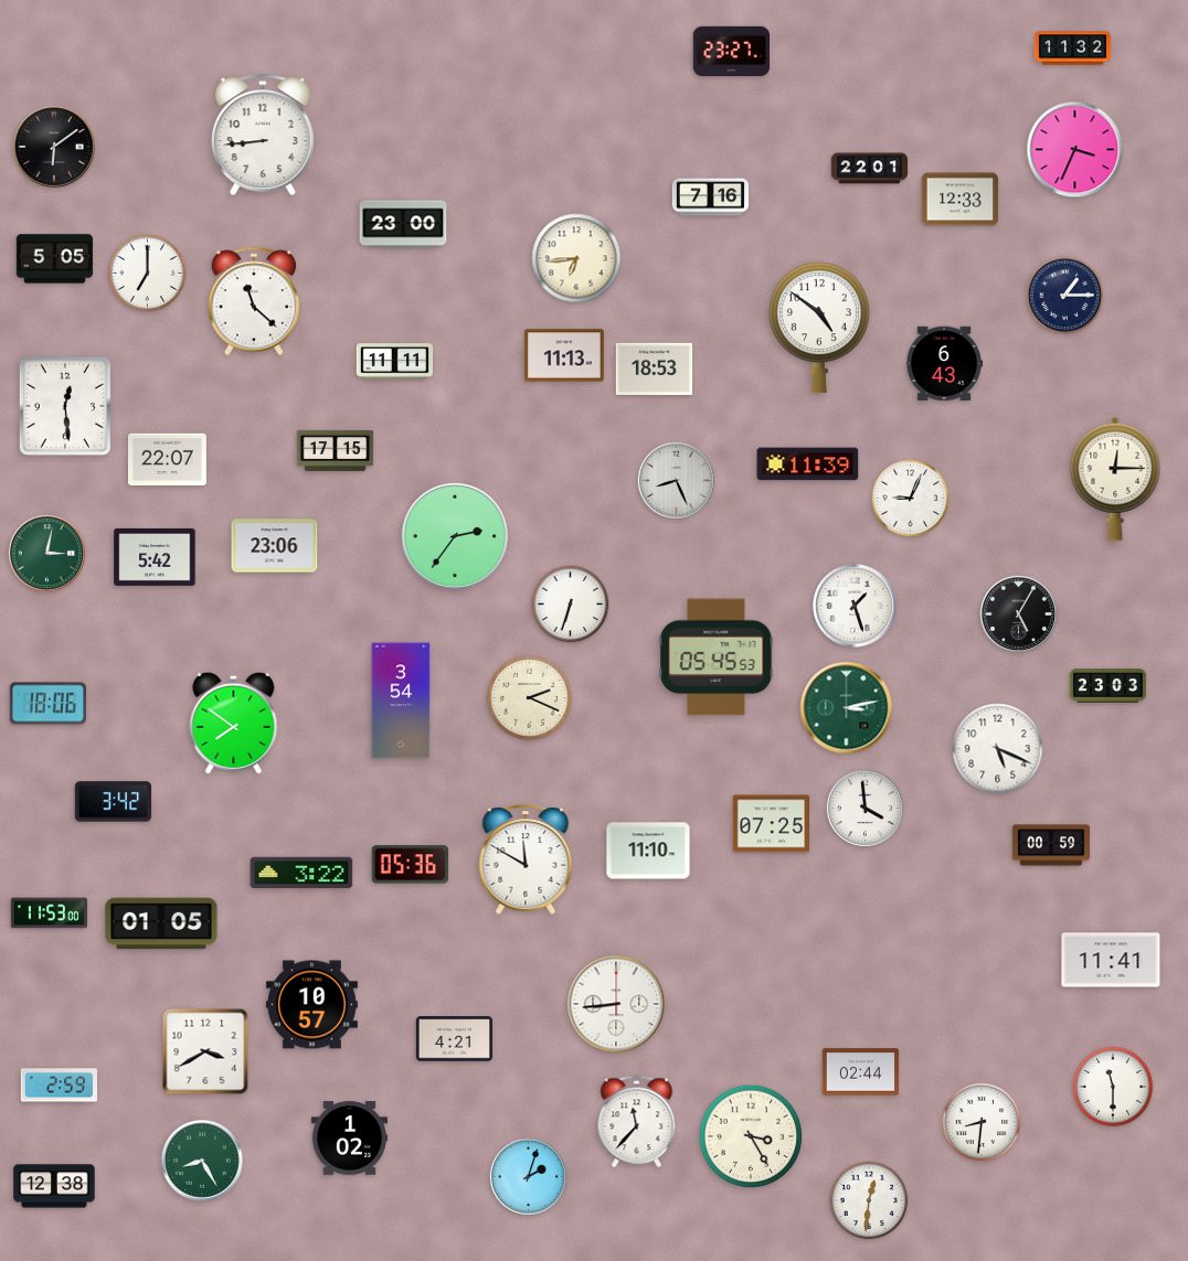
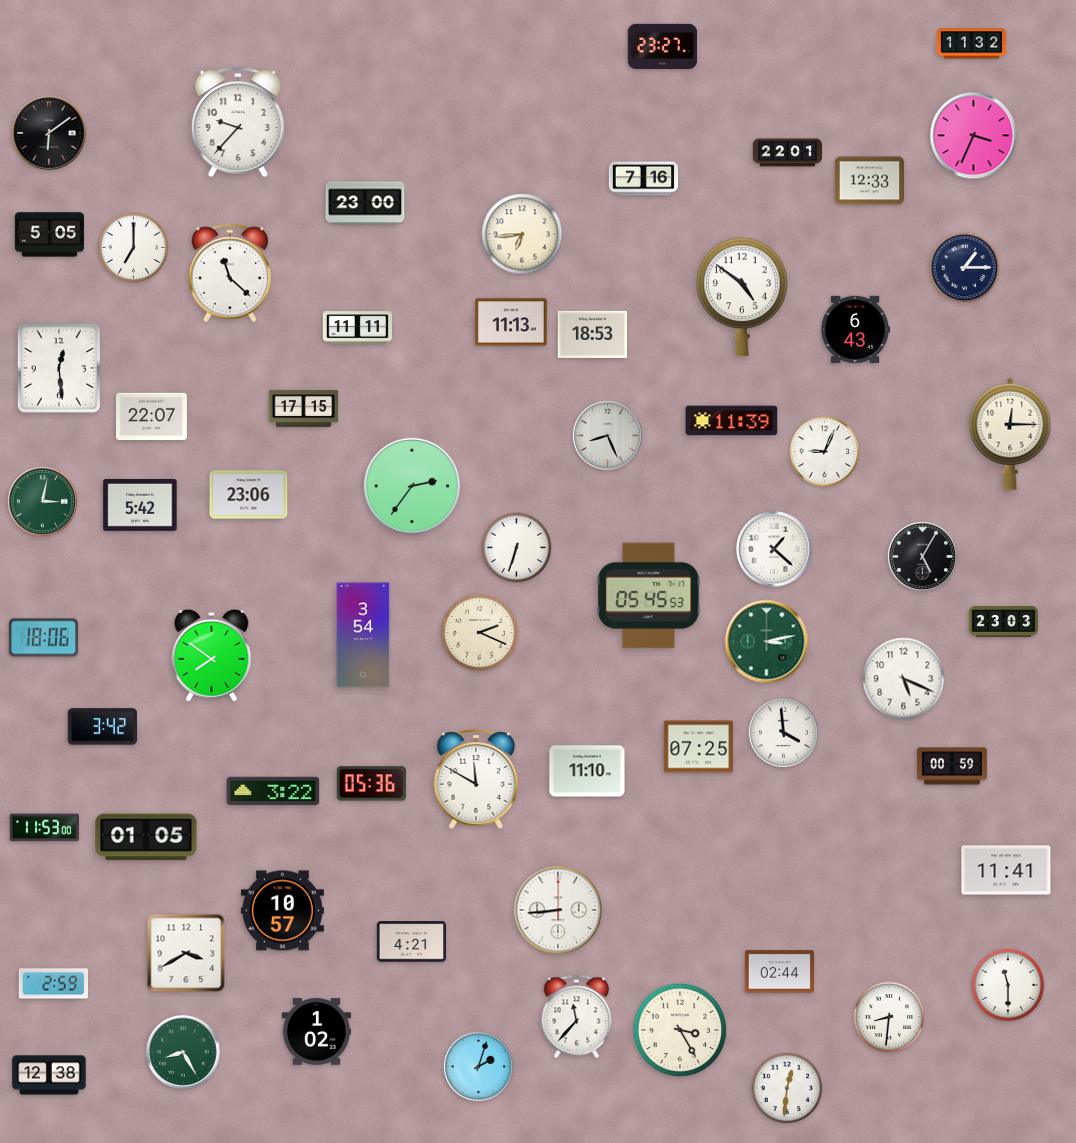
clock at (263, 135): 8:44 -> 9:37
clock at (676, 480) position: (676, 480) -> (607, 435)
clock at (855, 606): 1:27 -> 1:22
